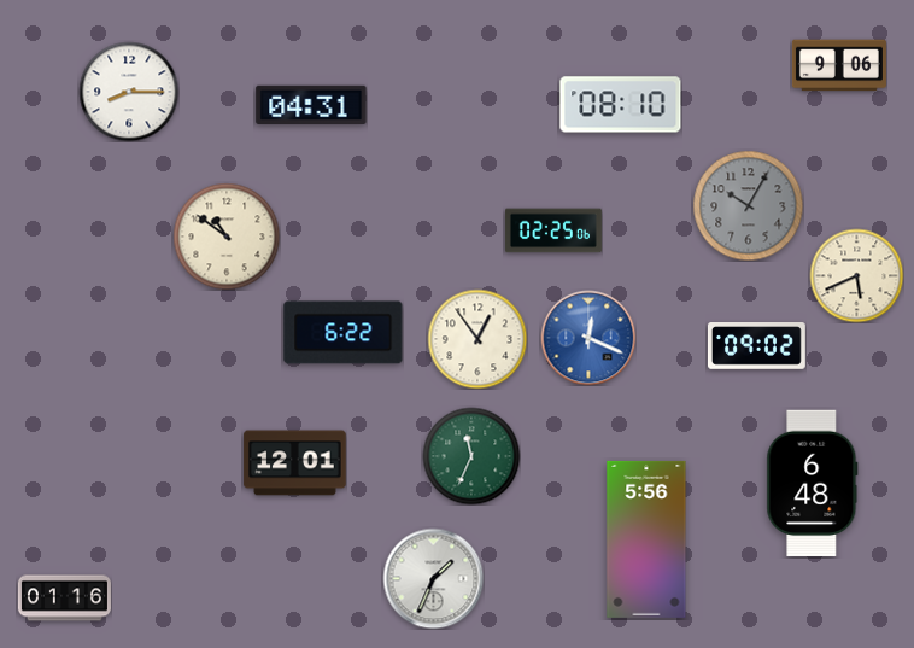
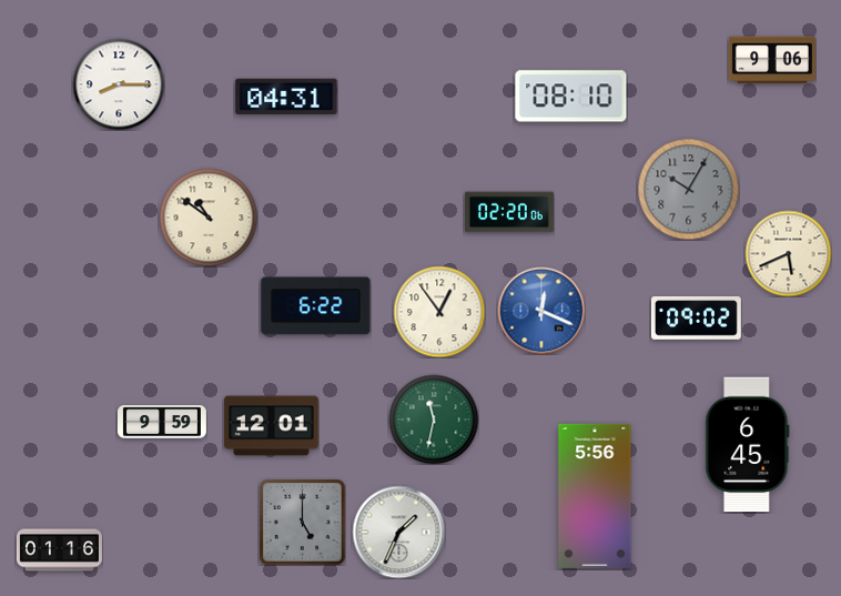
clock at (553, 230): 02:25 -> 02:20
clock at (471, 456): 11:34 -> 11:32
clock at (162, 422): none -> 9:59
clock at (813, 484): 6:48 -> 6:45
clock at (302, 522): none -> 5:00
